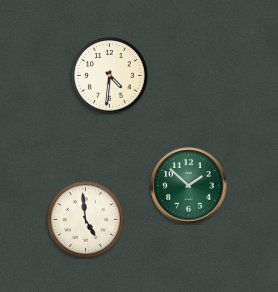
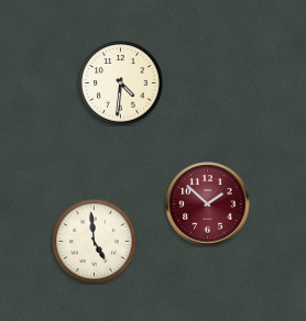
clock at (189, 186) dial: green -> burgundy
